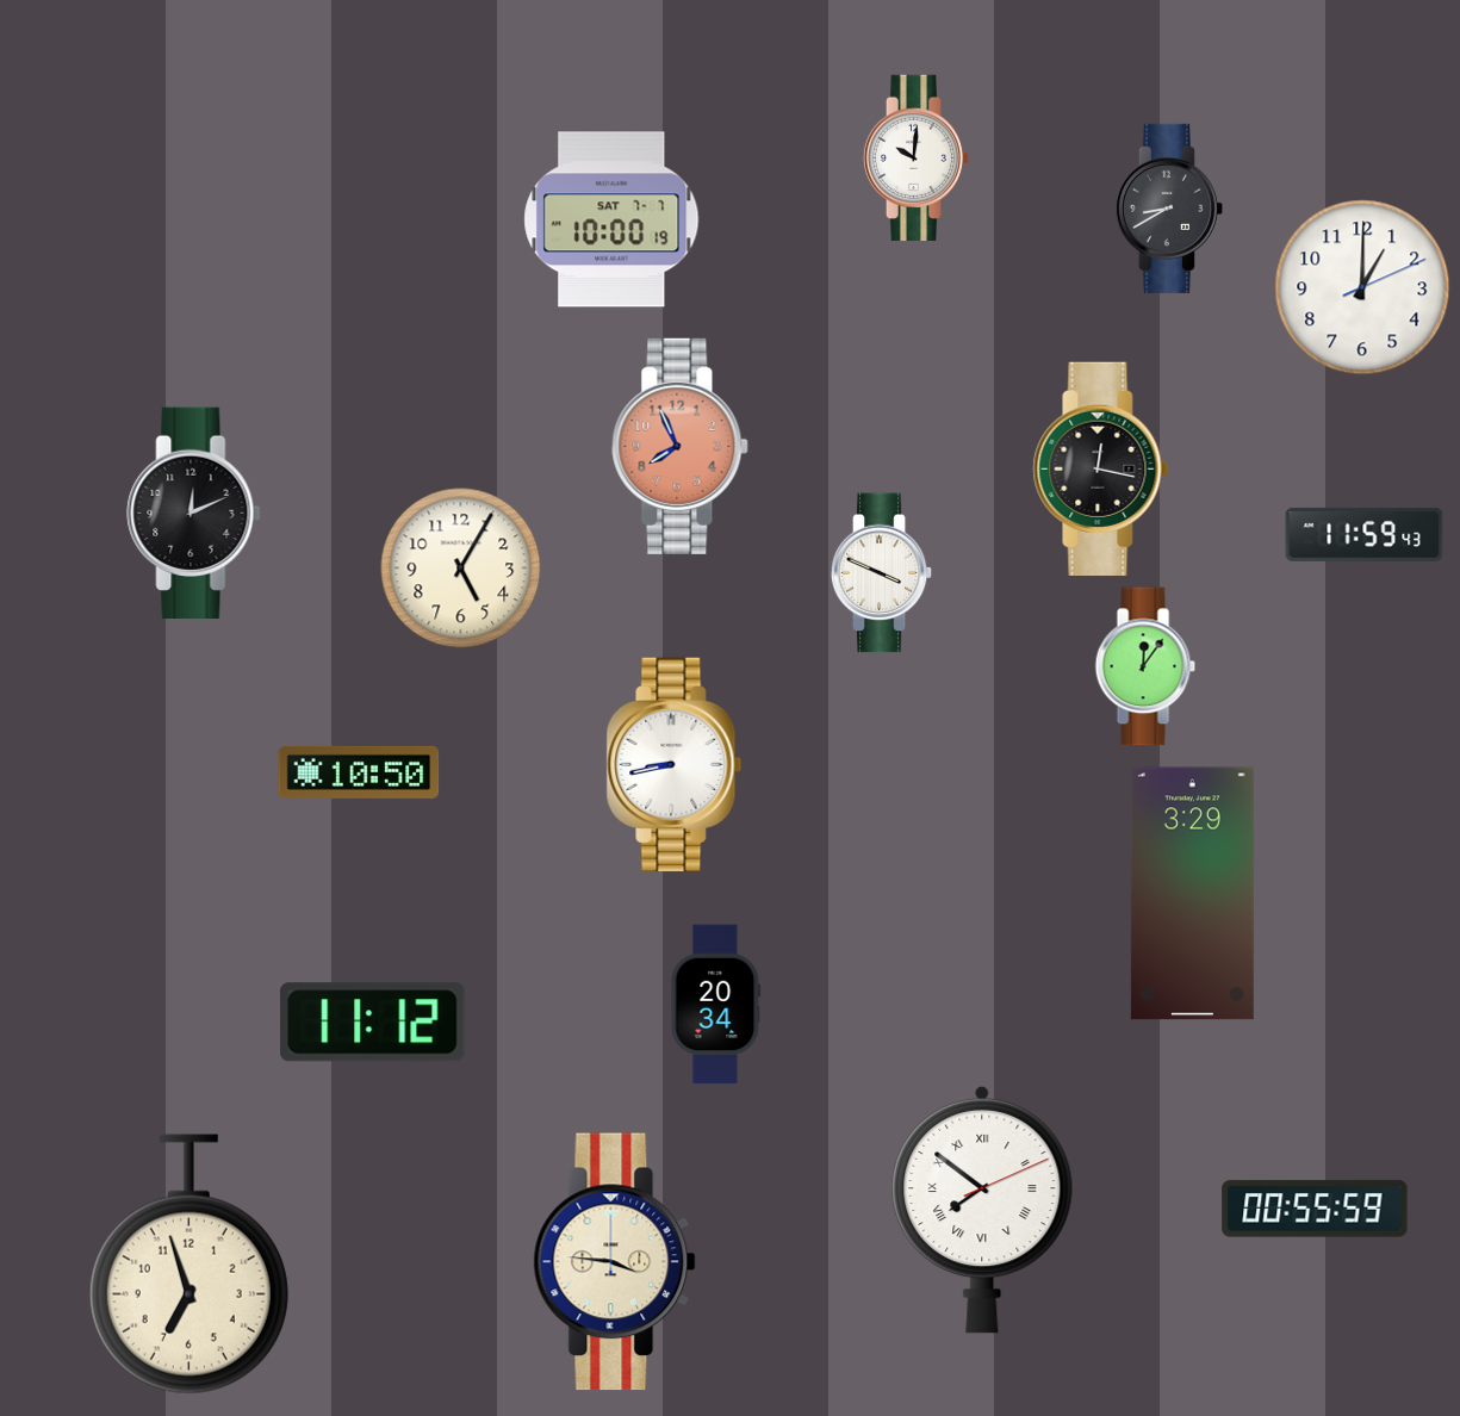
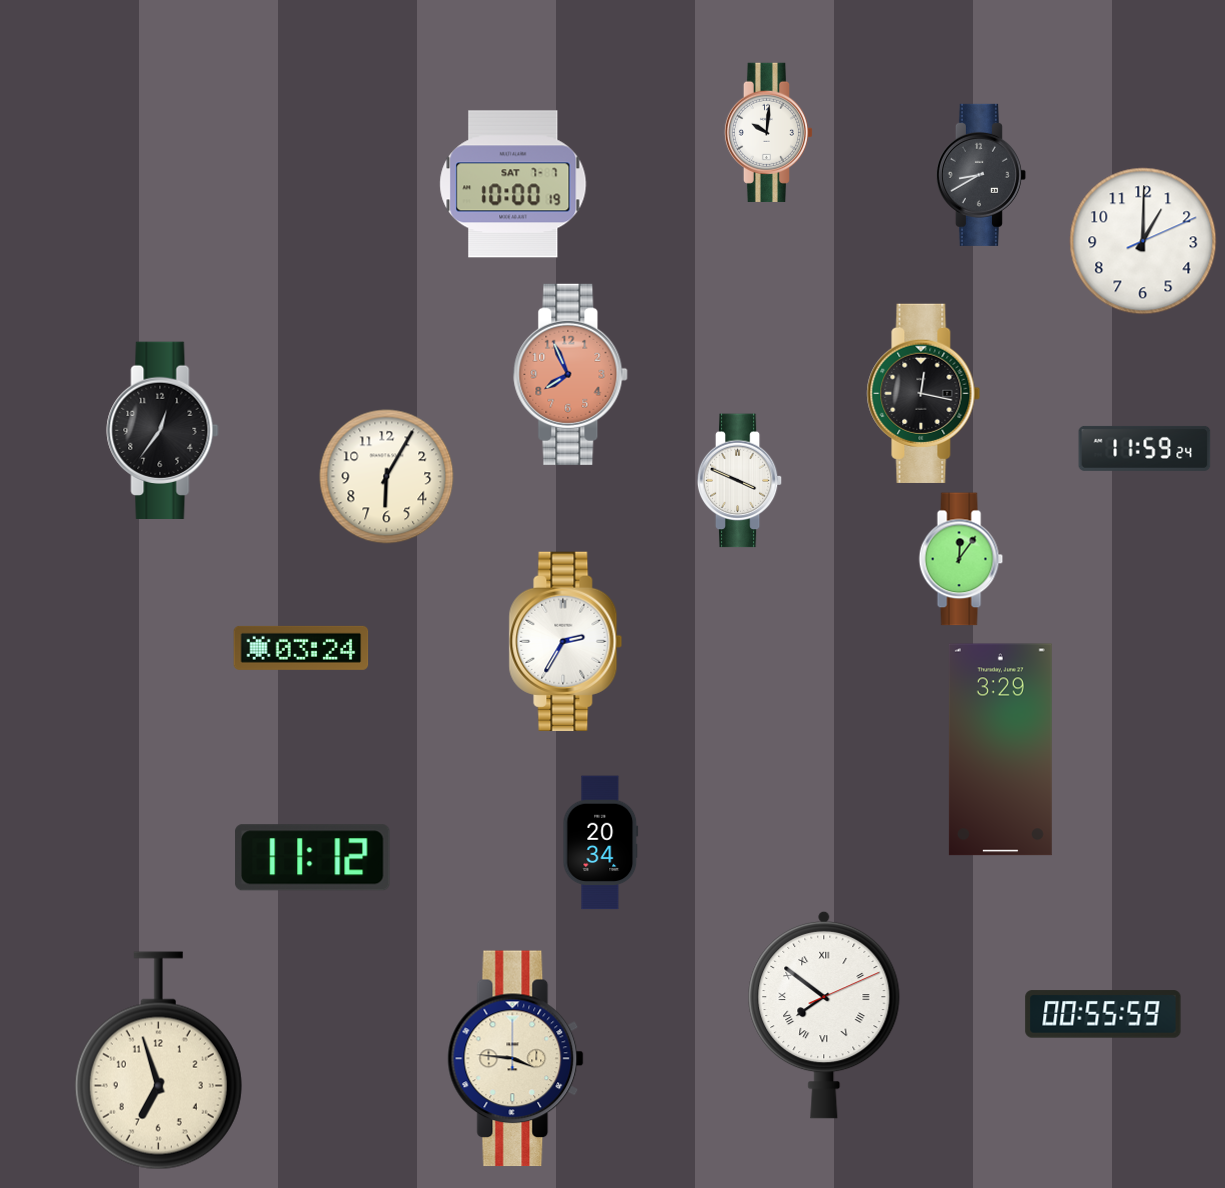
clock at (194, 513): 12:11 -> 12:36
clock at (1365, 534): 11:59:43 -> 11:59:24
clock at (461, 569): 5:05 -> 6:05
clock at (675, 764): 8:43 -> 2:35
clock at (359, 772): 10:50 -> 03:24
